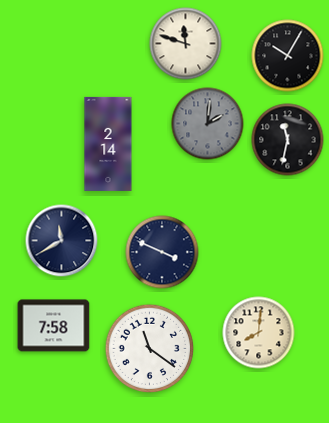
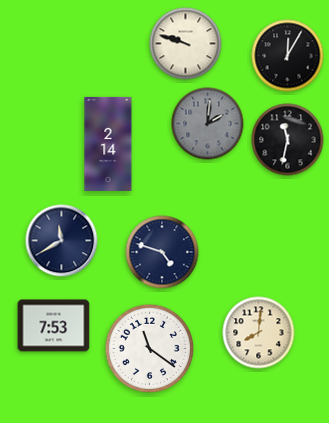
clock at (186, 44): 11:48 -> 9:48
clock at (288, 56): 10:05 -> 12:05
clock at (162, 252): 3:49 -> 4:48
clock at (54, 326): 7:58 -> 7:53
